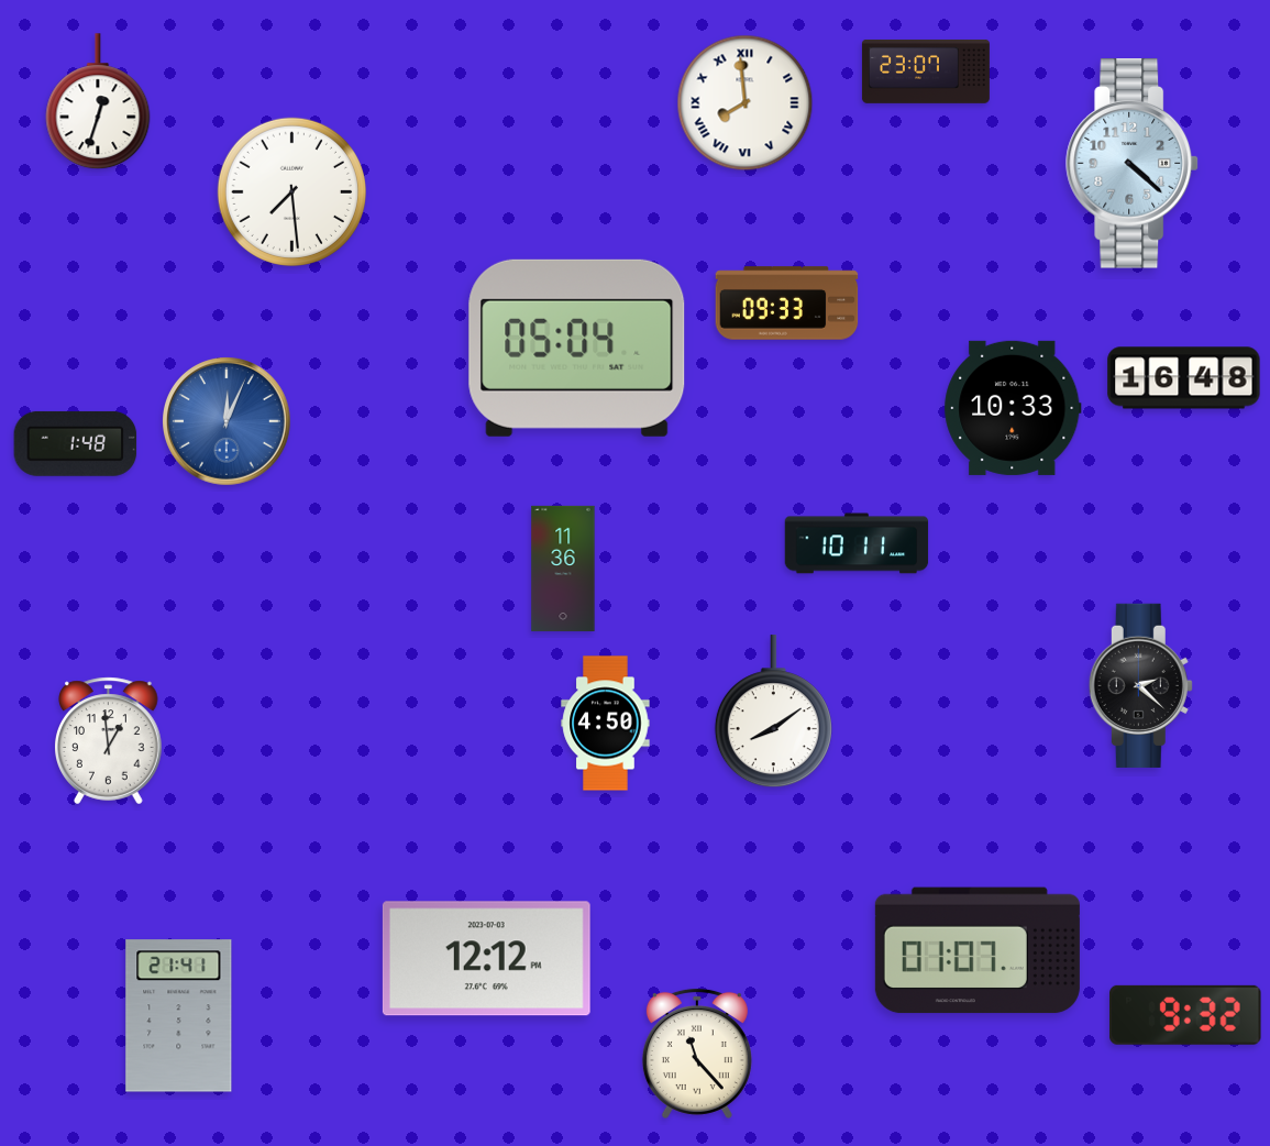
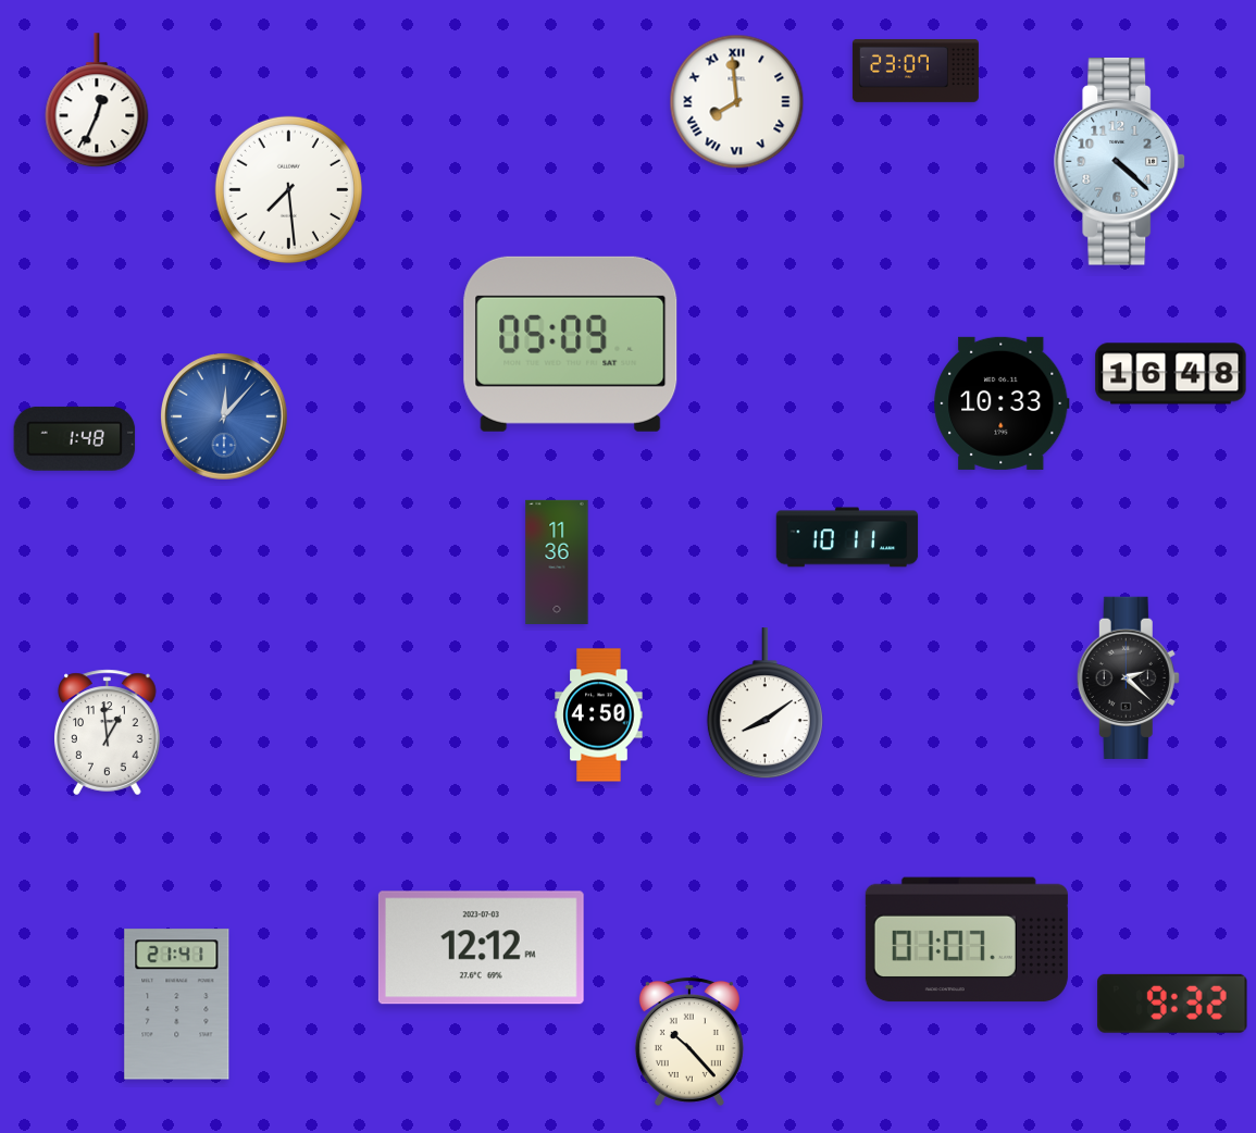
clock at (98, 102): 12:33 -> 12:34
clock at (787, 304): 09:33 -> none
clock at (577, 348): 05:04 -> 05:09
clock at (228, 422): 12:04 -> 12:07
clock at (697, 1054): 11:23 -> 10:23
